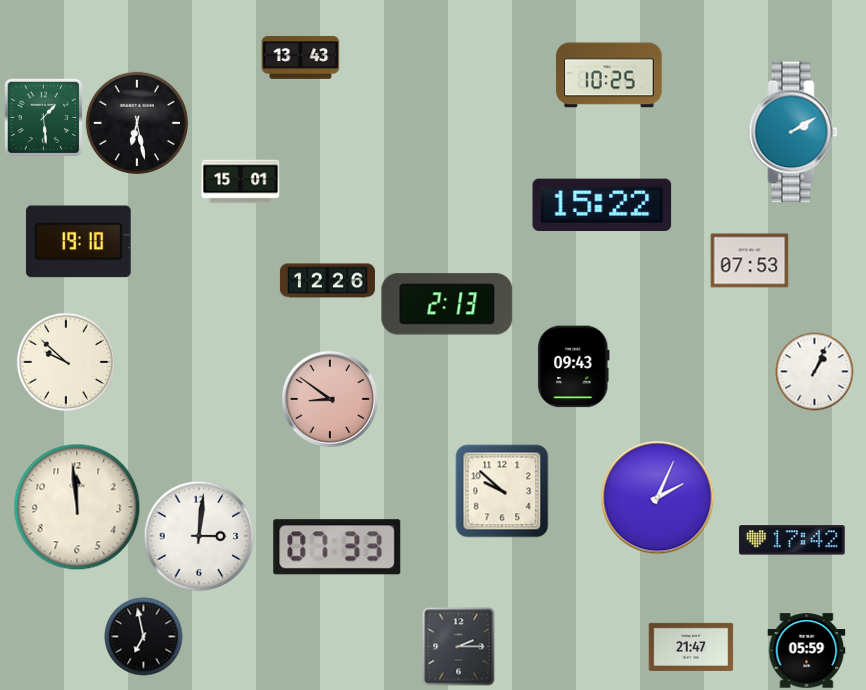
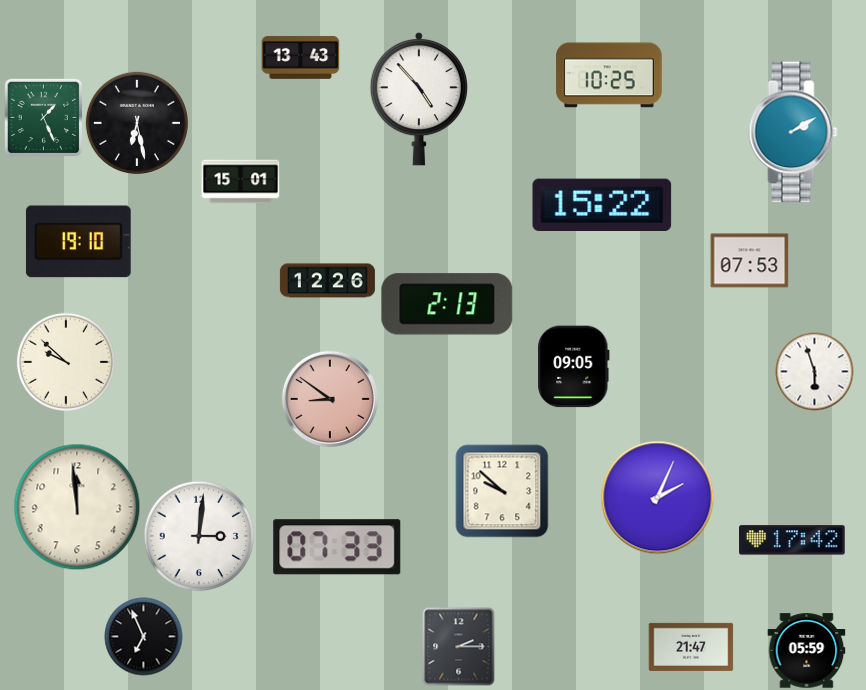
clock at (419, 99): none -> 4:53
clock at (43, 117): 1:29 -> 1:26
clock at (574, 366): 09:43 -> 09:05
clock at (814, 371): 1:04 -> 5:57
clock at (143, 636): 6:58 -> 6:56
